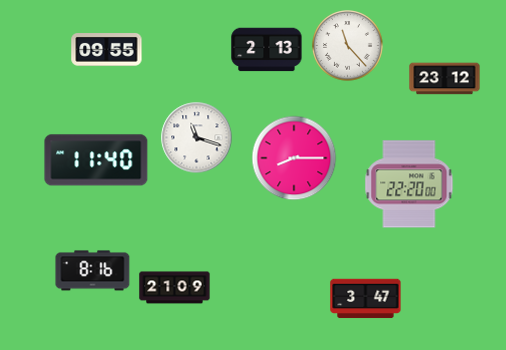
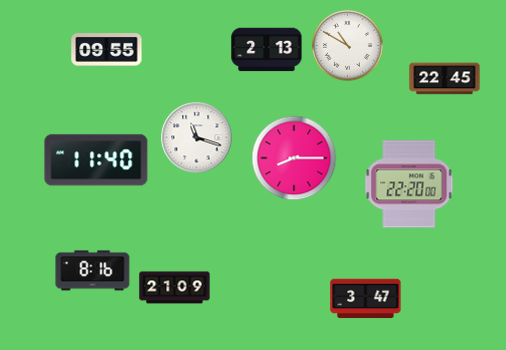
clock at (348, 46): 11:23 -> 10:50
clock at (445, 79): 23:12 -> 22:45
